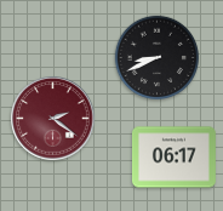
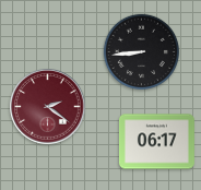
clock at (158, 58): 8:41 -> 8:44
